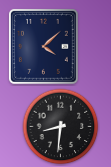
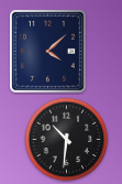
clock at (61, 127): 8:31 -> 10:31
